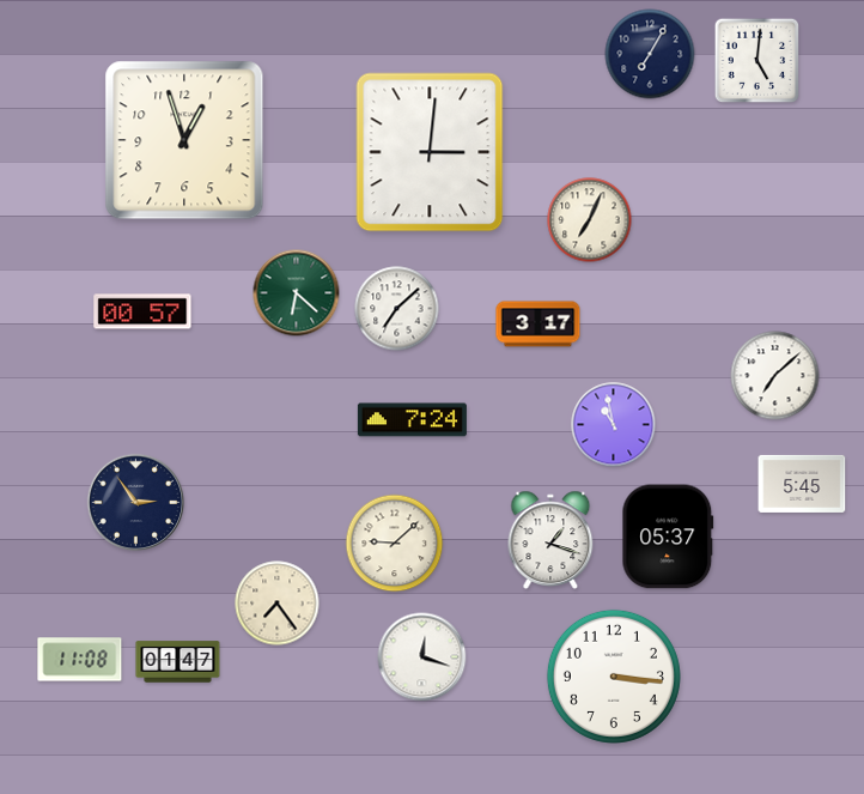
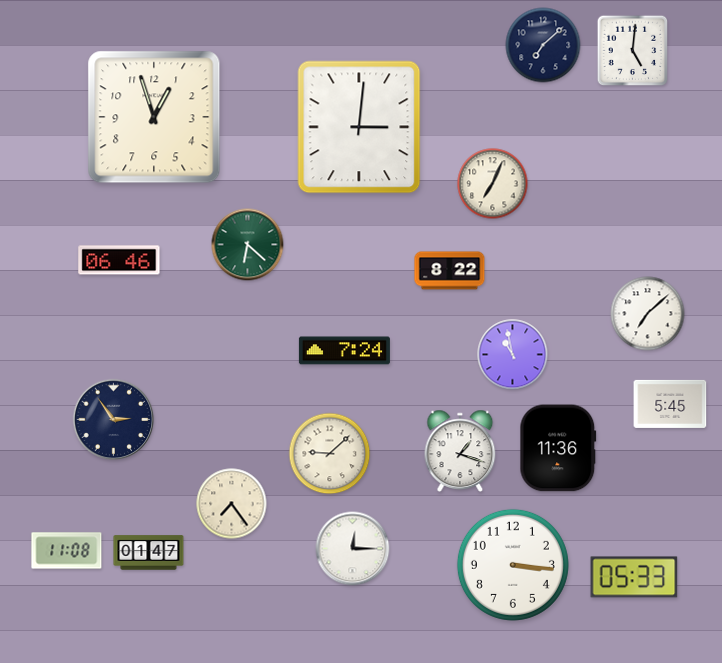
clock at (650, 54): 7:05 -> 7:08
clock at (397, 309): 7:08 -> none
clock at (142, 311): 00:57 -> 06:46
clock at (539, 325): 3:17 -> 8:22
clock at (668, 537): 05:37 -> 11:36
clock at (422, 657): 12:18 -> 12:15
clock at (634, 577): none -> 05:33
